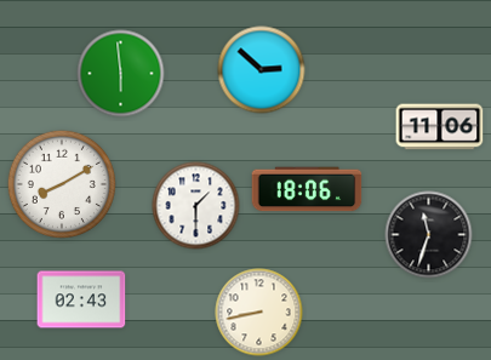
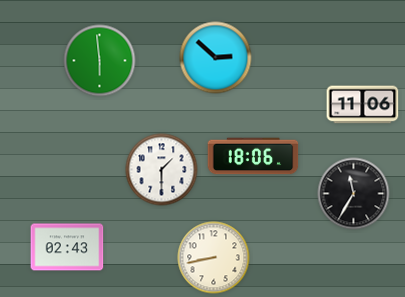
clock at (62, 184): 8:10 -> none
clock at (429, 235): 11:33 -> 11:35
